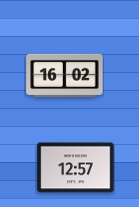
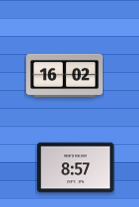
clock at (76, 168): 12:57 -> 8:57
